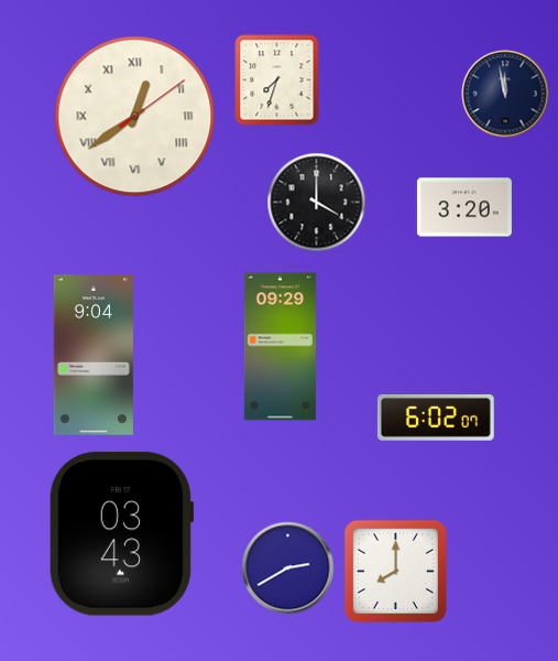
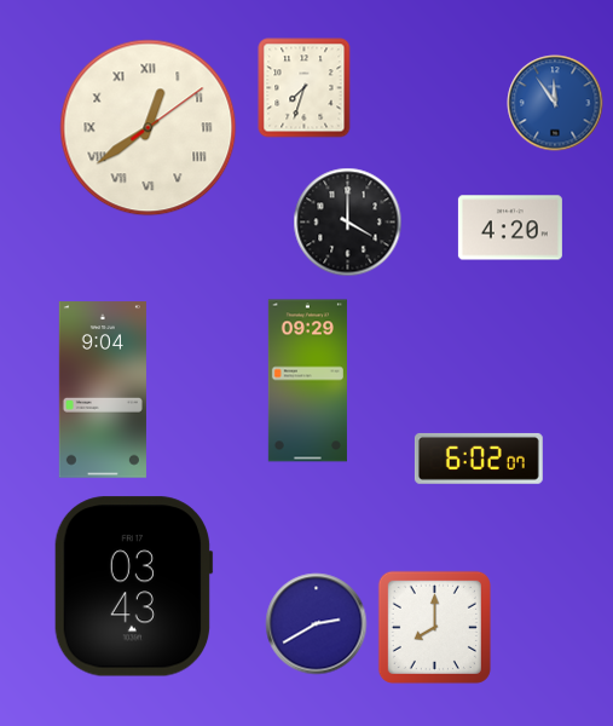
clock at (505, 94): 11:58 -> 11:54
clock at (505, 94) dial: navy -> blue
clock at (464, 207): 3:20 -> 4:20
